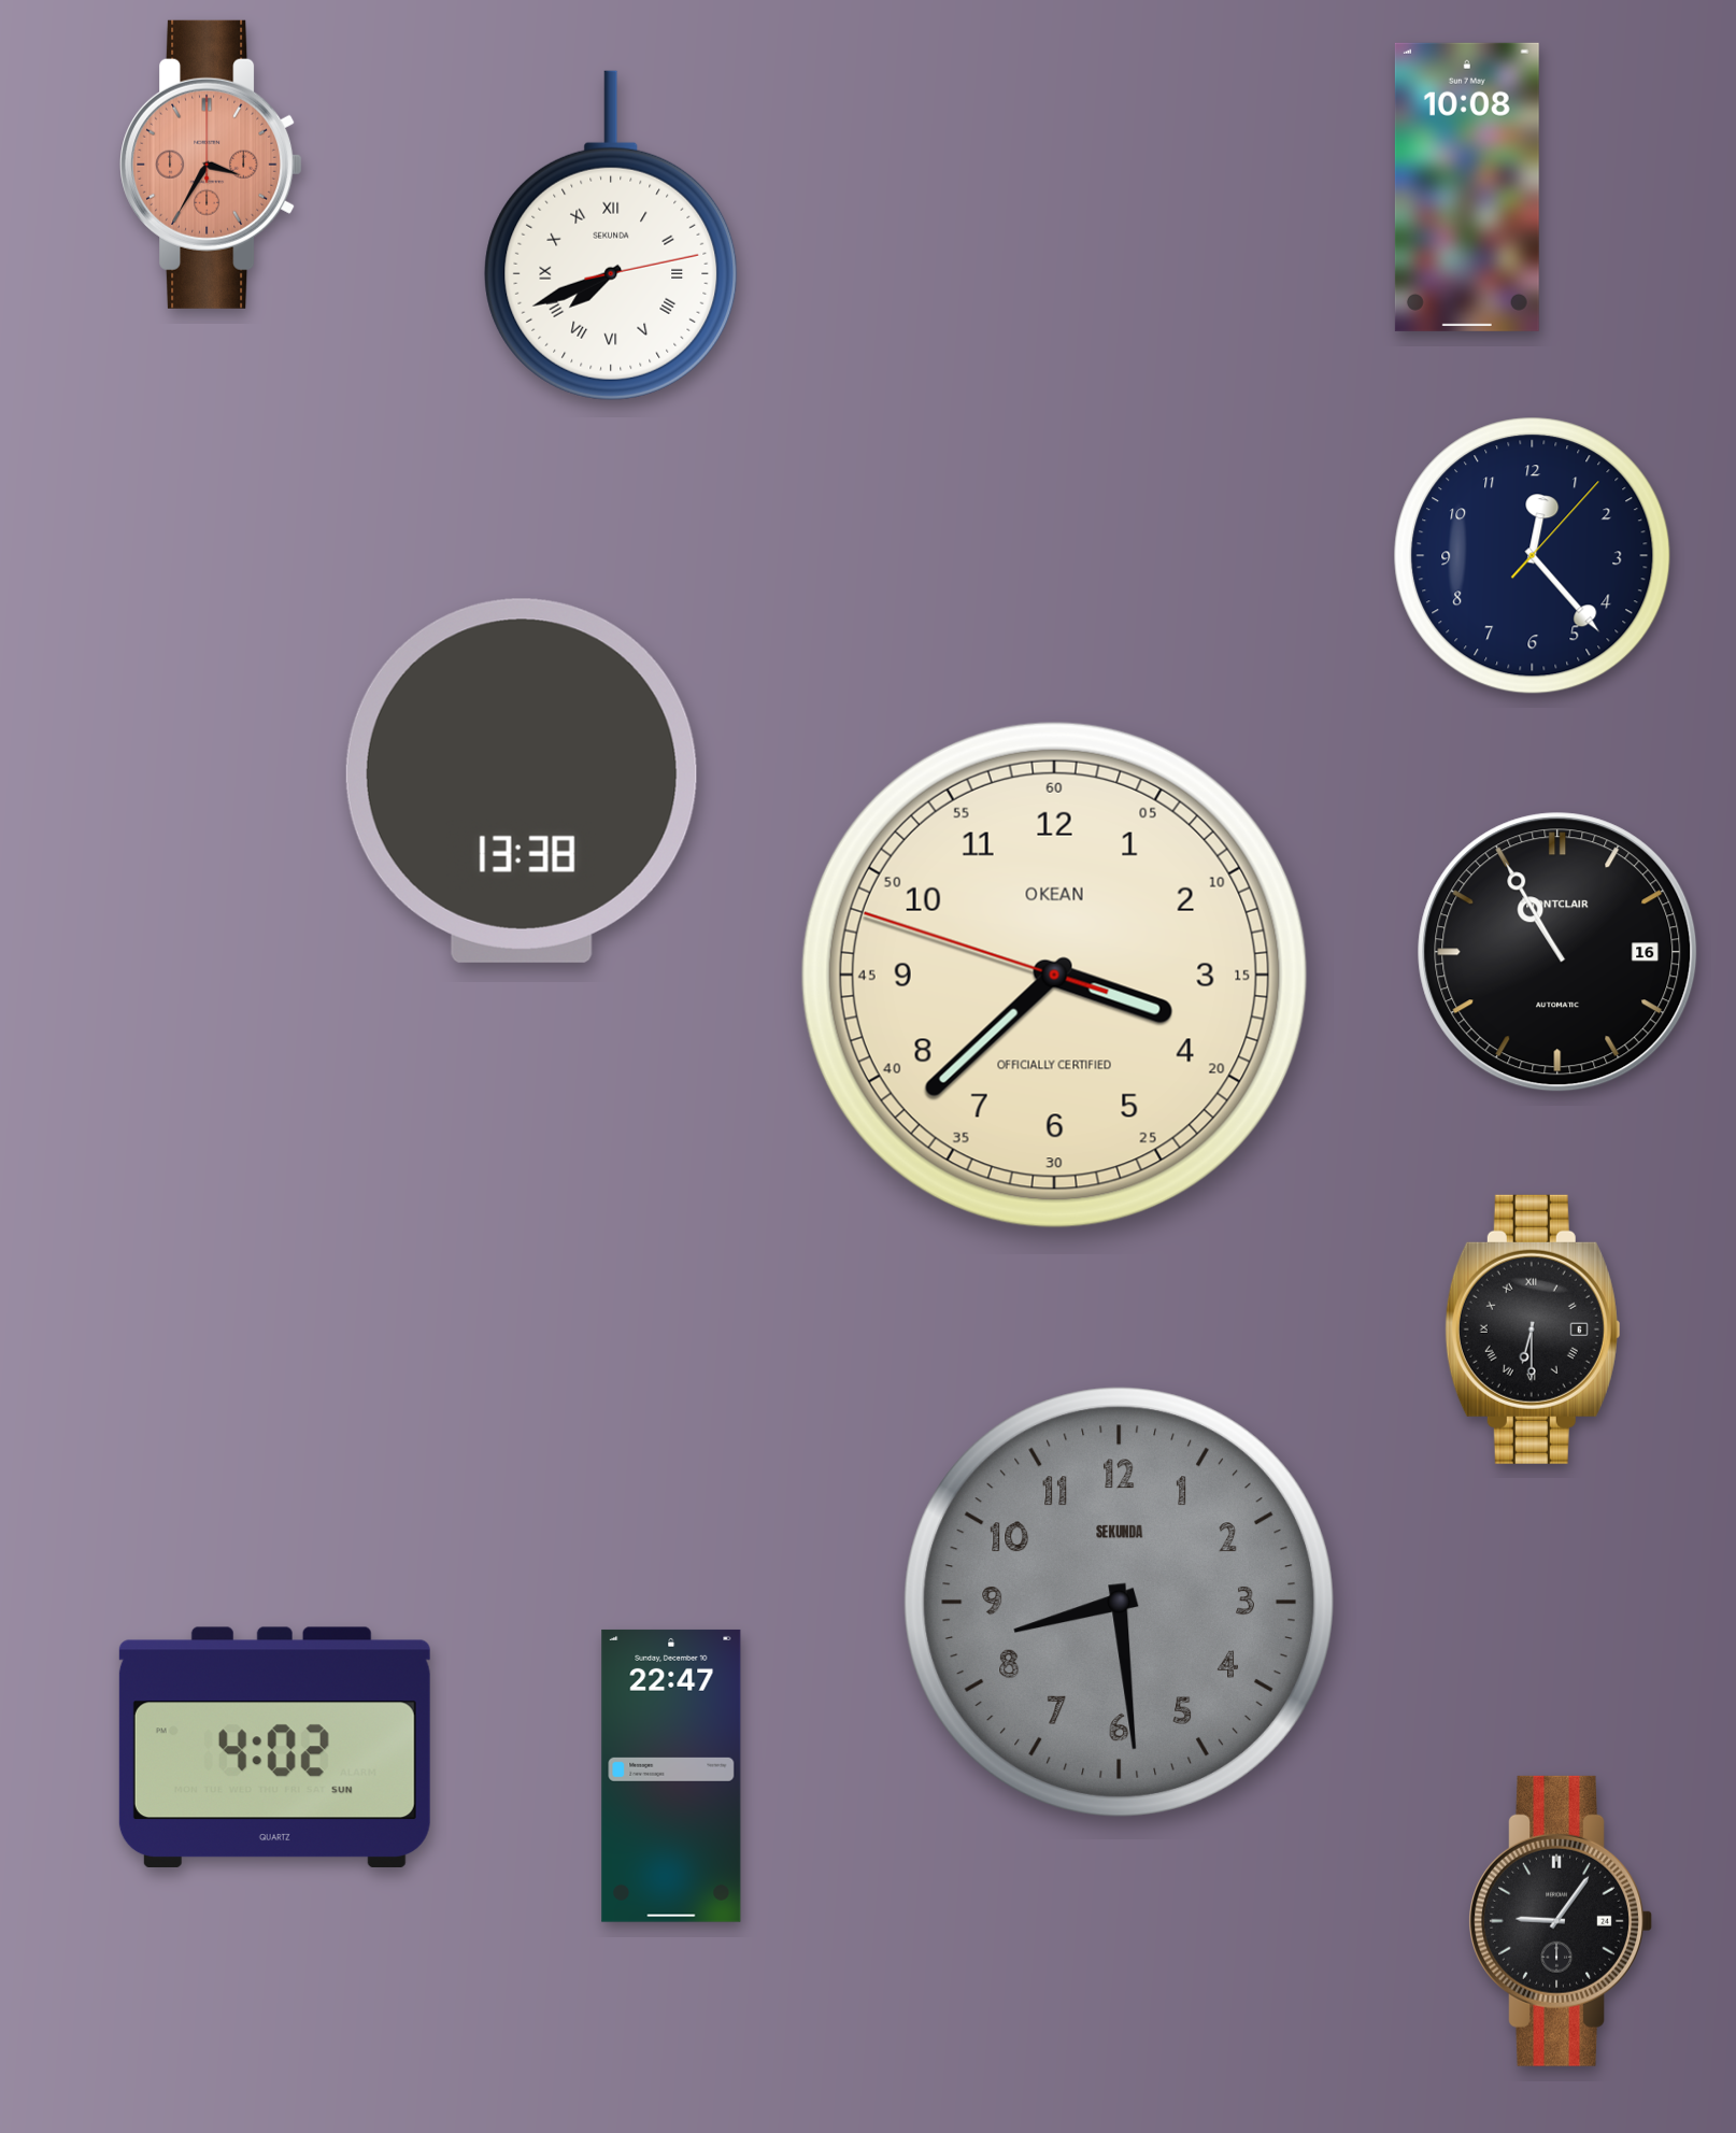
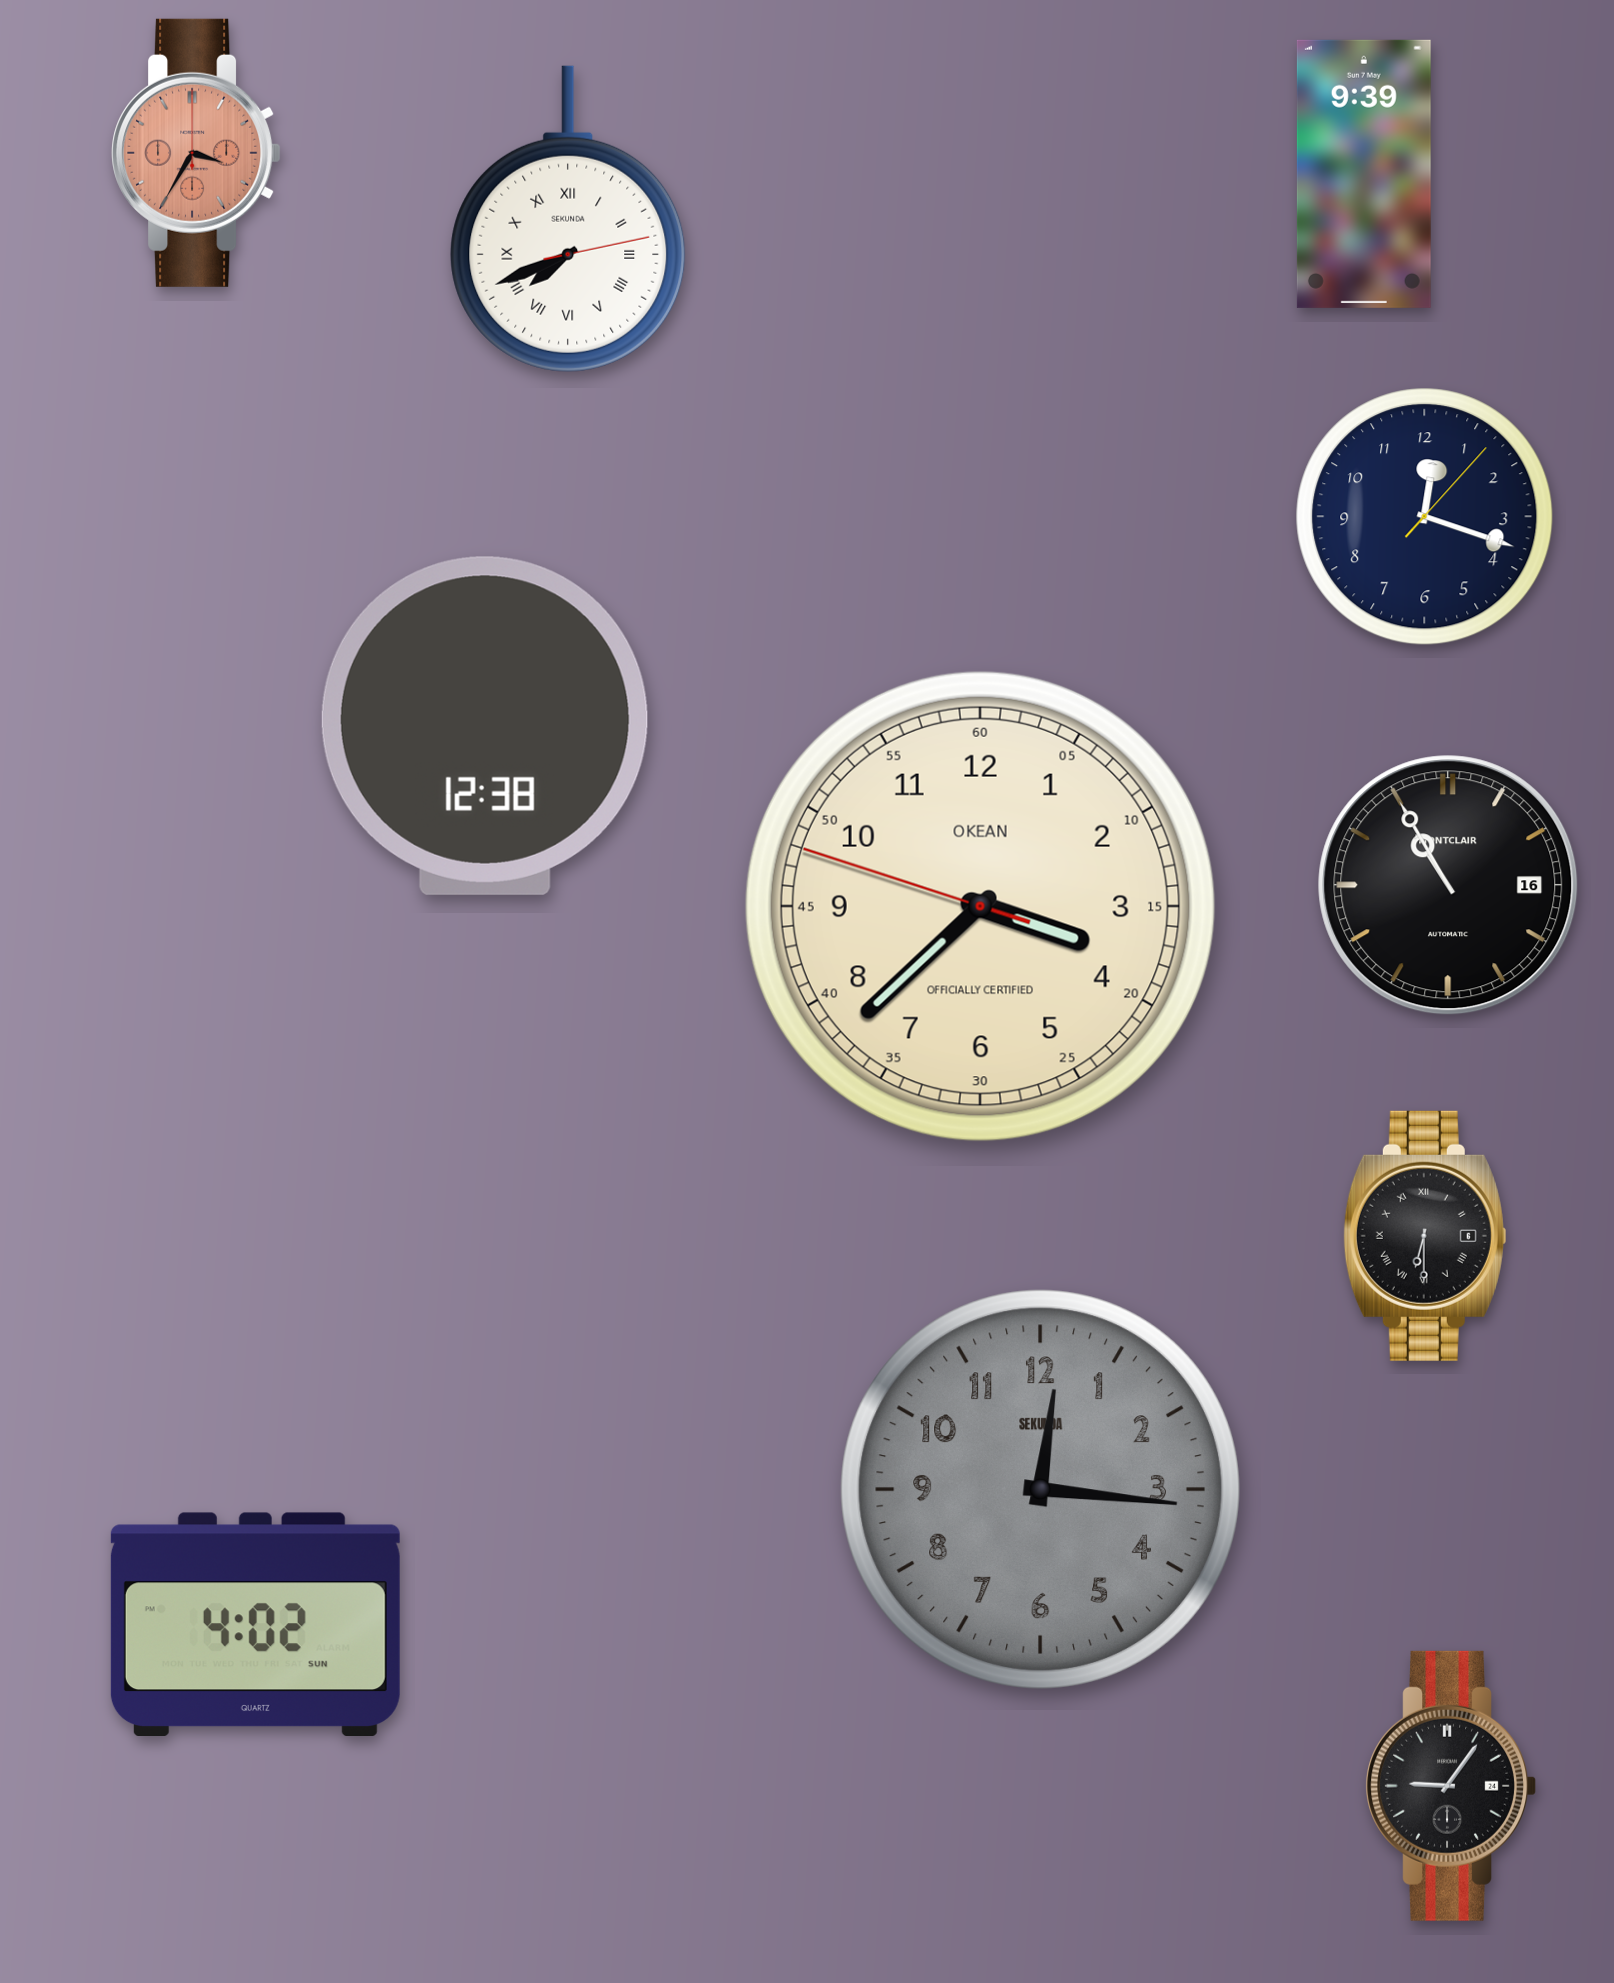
clock at (1467, 187): 10:08 -> 9:39
clock at (1533, 556): 12:23 -> 12:18
clock at (522, 781): 13:38 -> 12:38
clock at (1119, 1602): 8:29 -> 12:16
clock at (671, 1776): 22:47 -> none
